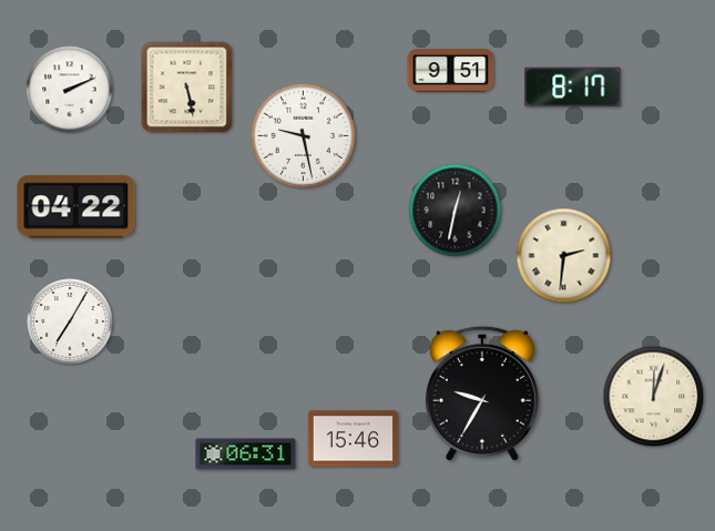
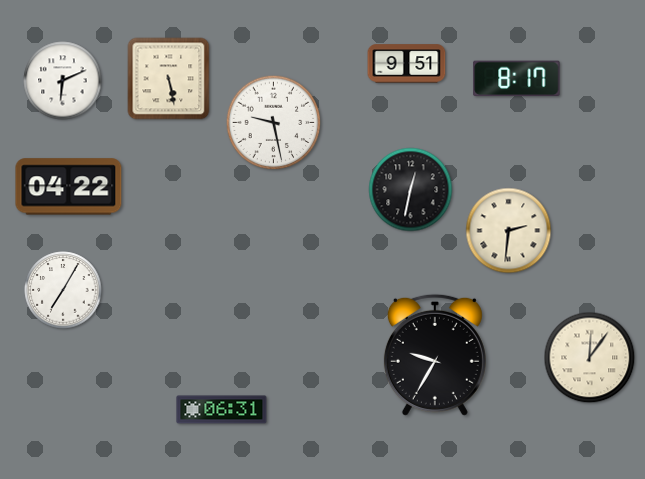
clock at (70, 90): 2:11 -> 6:11
clock at (654, 397): 12:03 -> 12:06
clock at (353, 439): 15:46 -> none
